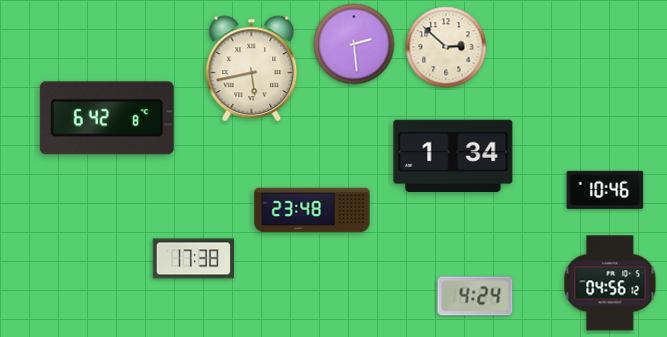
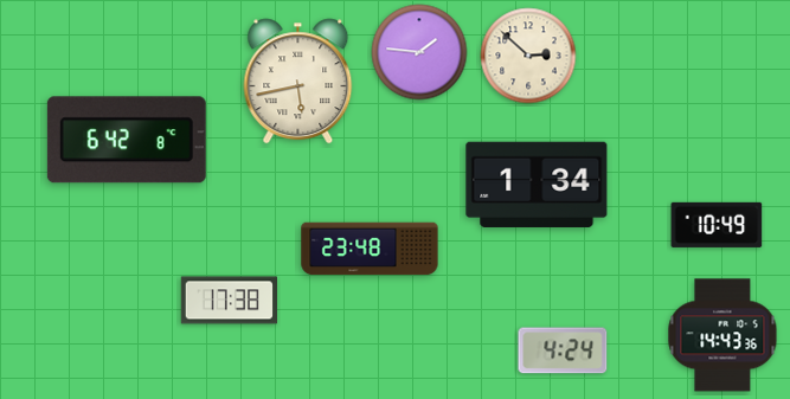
clock at (354, 44): 2:29 -> 1:46
clock at (605, 190): 10:46 -> 10:49
clock at (194, 259) position: (194, 259) -> (230, 301)
clock at (610, 283): 04:56 -> 14:43
